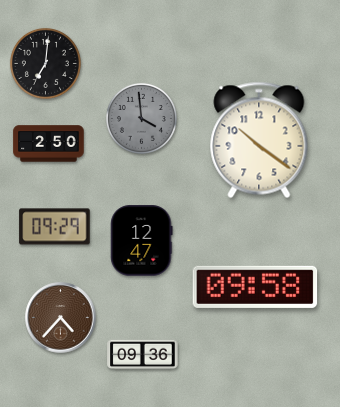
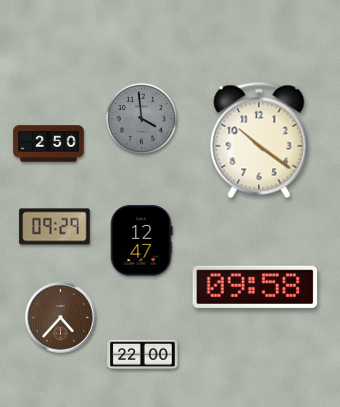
clock at (45, 63): 7:01 -> none
clock at (143, 355): 09:36 -> 22:00
